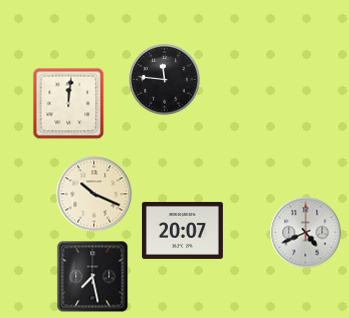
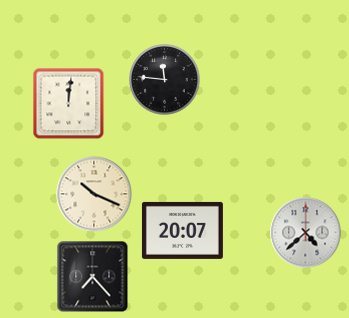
clock at (306, 233): 4:41 -> 4:38
clock at (93, 277): 7:28 -> 7:23
